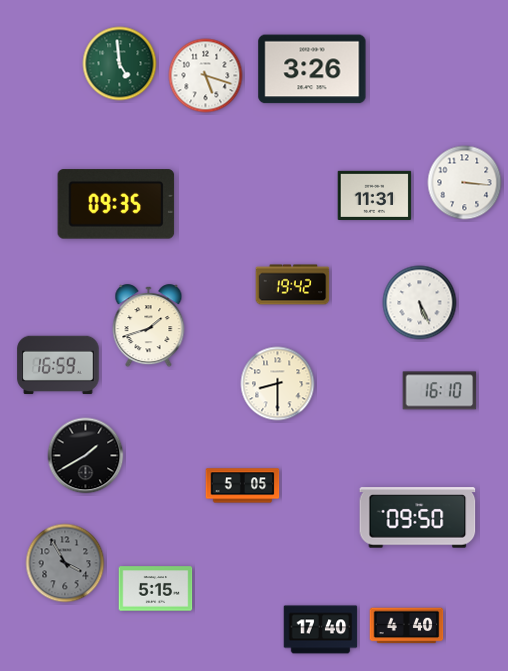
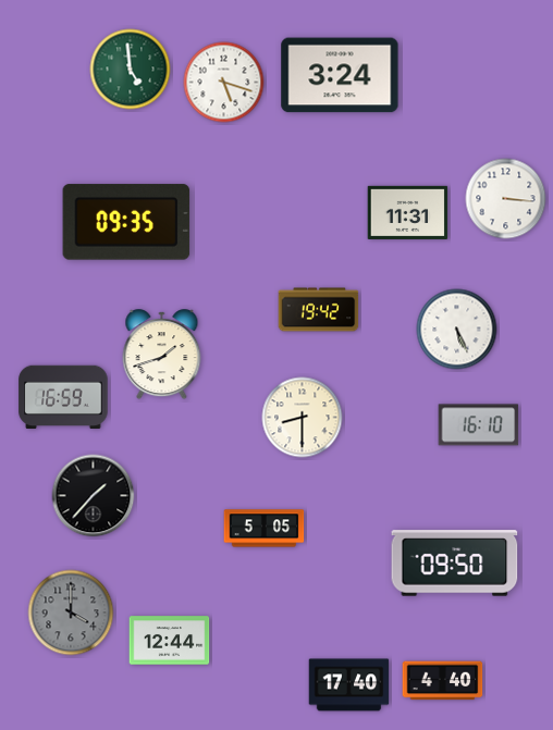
clock at (312, 69): 3:26 -> 3:24
clock at (86, 456): 1:40 -> 1:37
clock at (65, 563): 3:55 -> 4:00
clock at (156, 589): 5:15 -> 12:44
